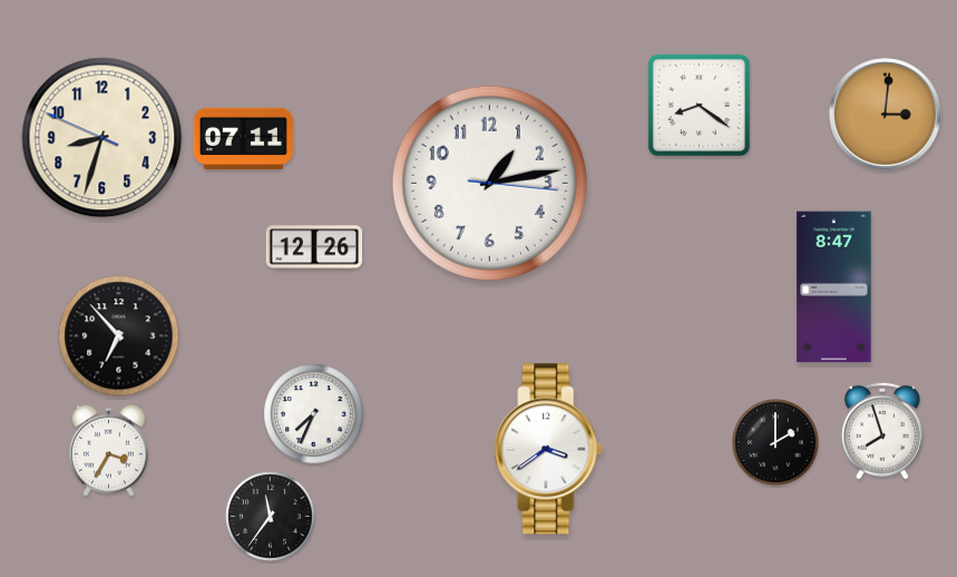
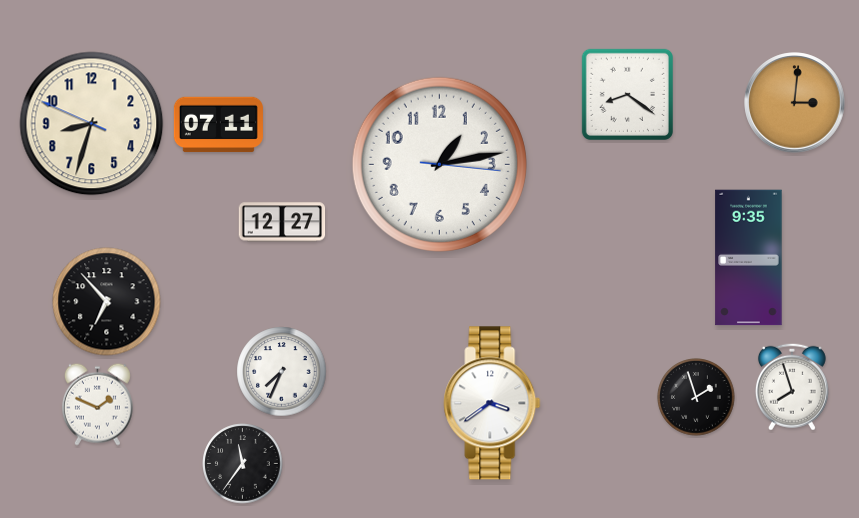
clock at (314, 247): 12:26 -> 12:27
clock at (834, 287): 8:47 -> 9:35
clock at (775, 442): 2:00 -> 1:57
clock at (108, 450): 3:35 -> 1:49
